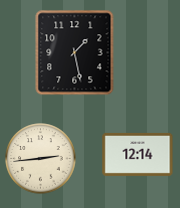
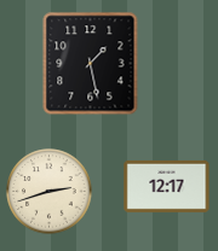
clock at (138, 154): 12:14 -> 12:17
clock at (41, 159): 2:44 -> 2:42
